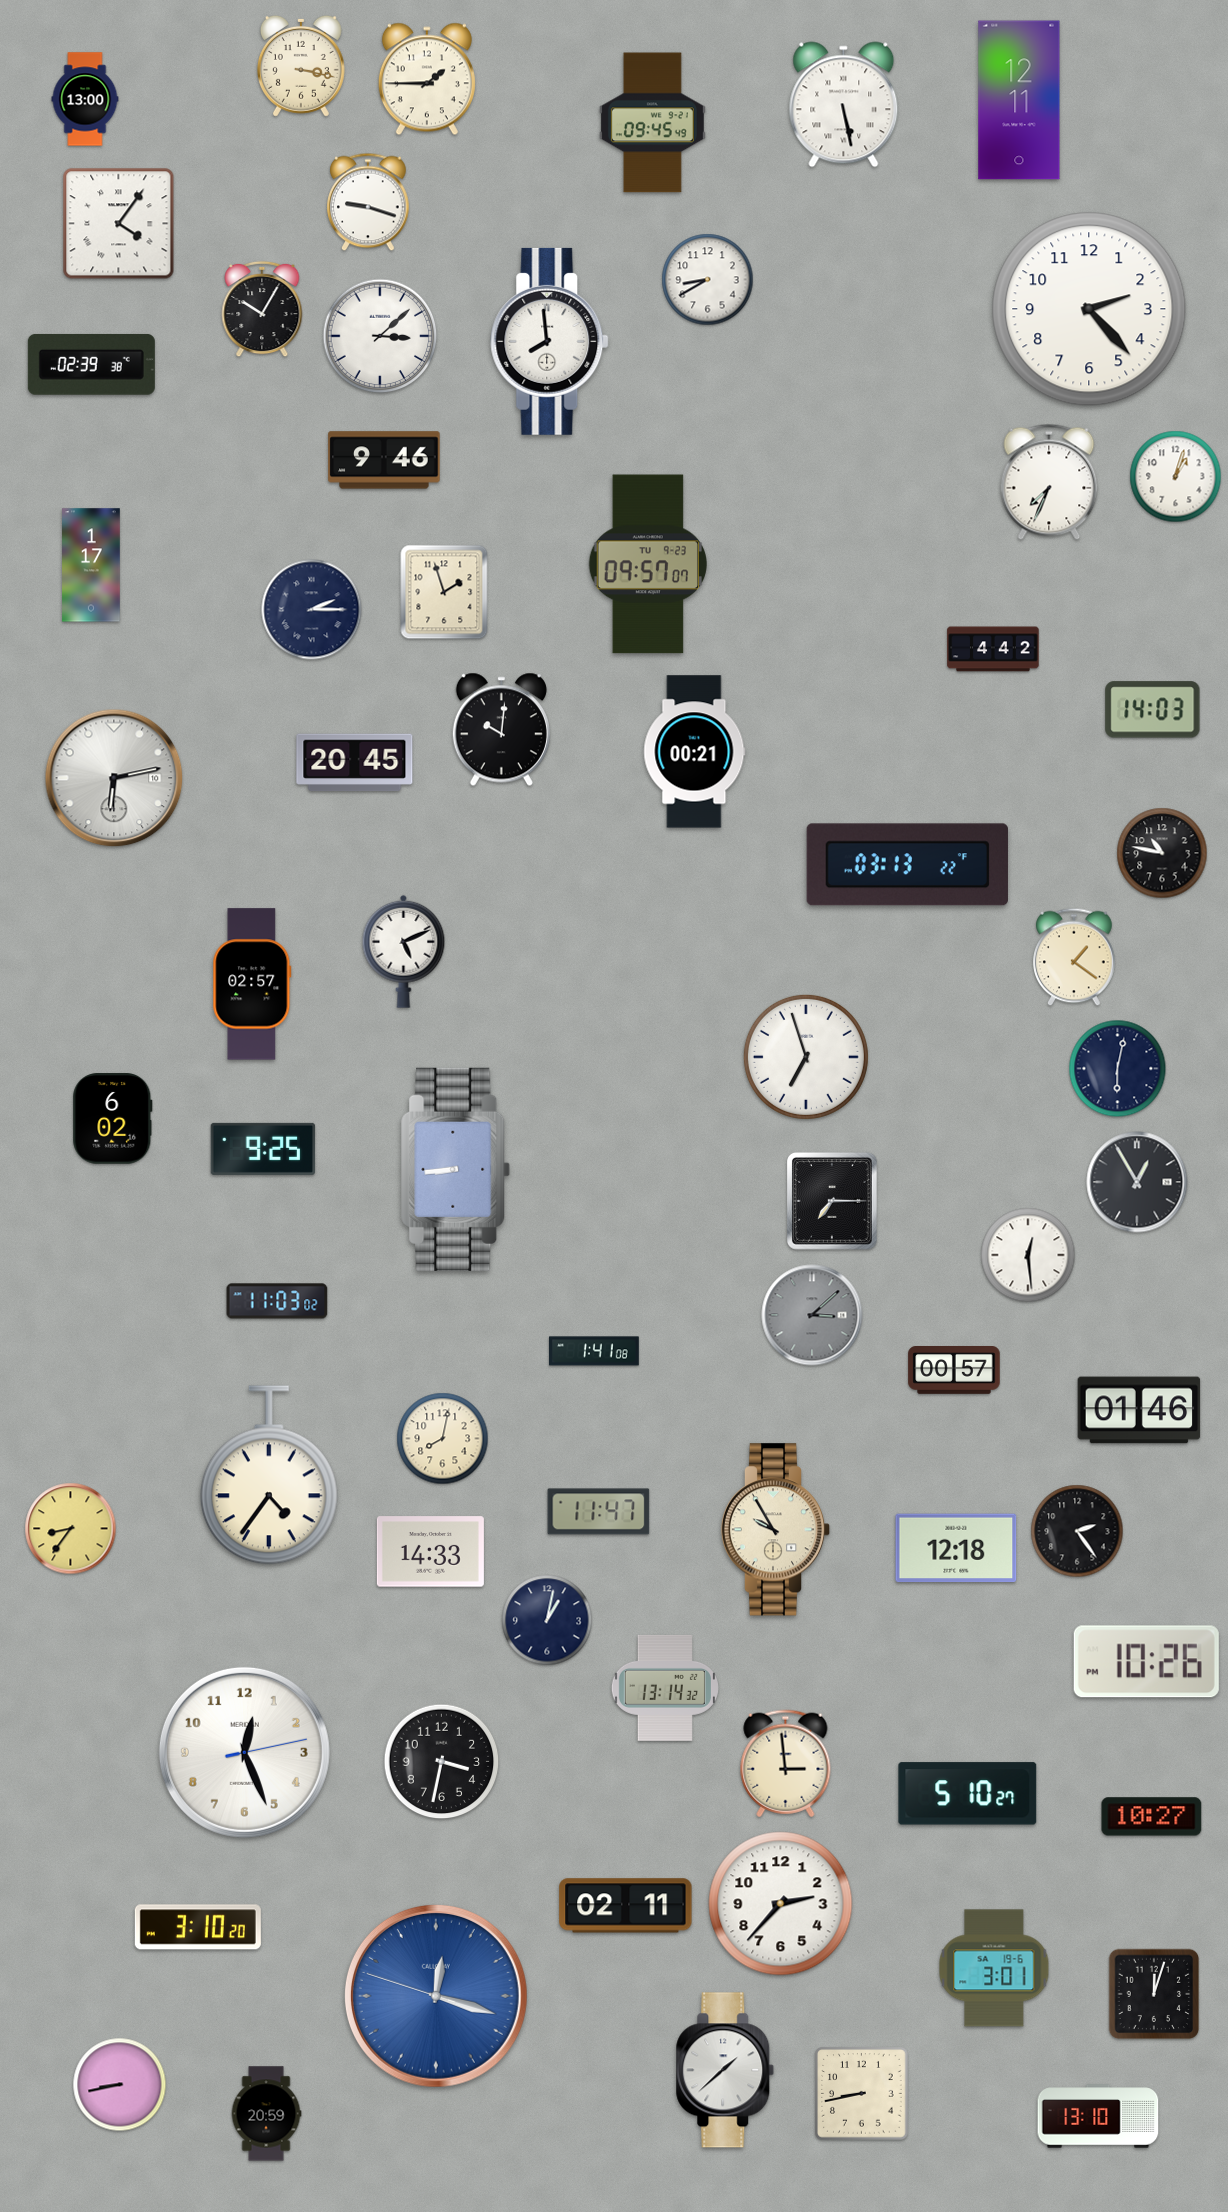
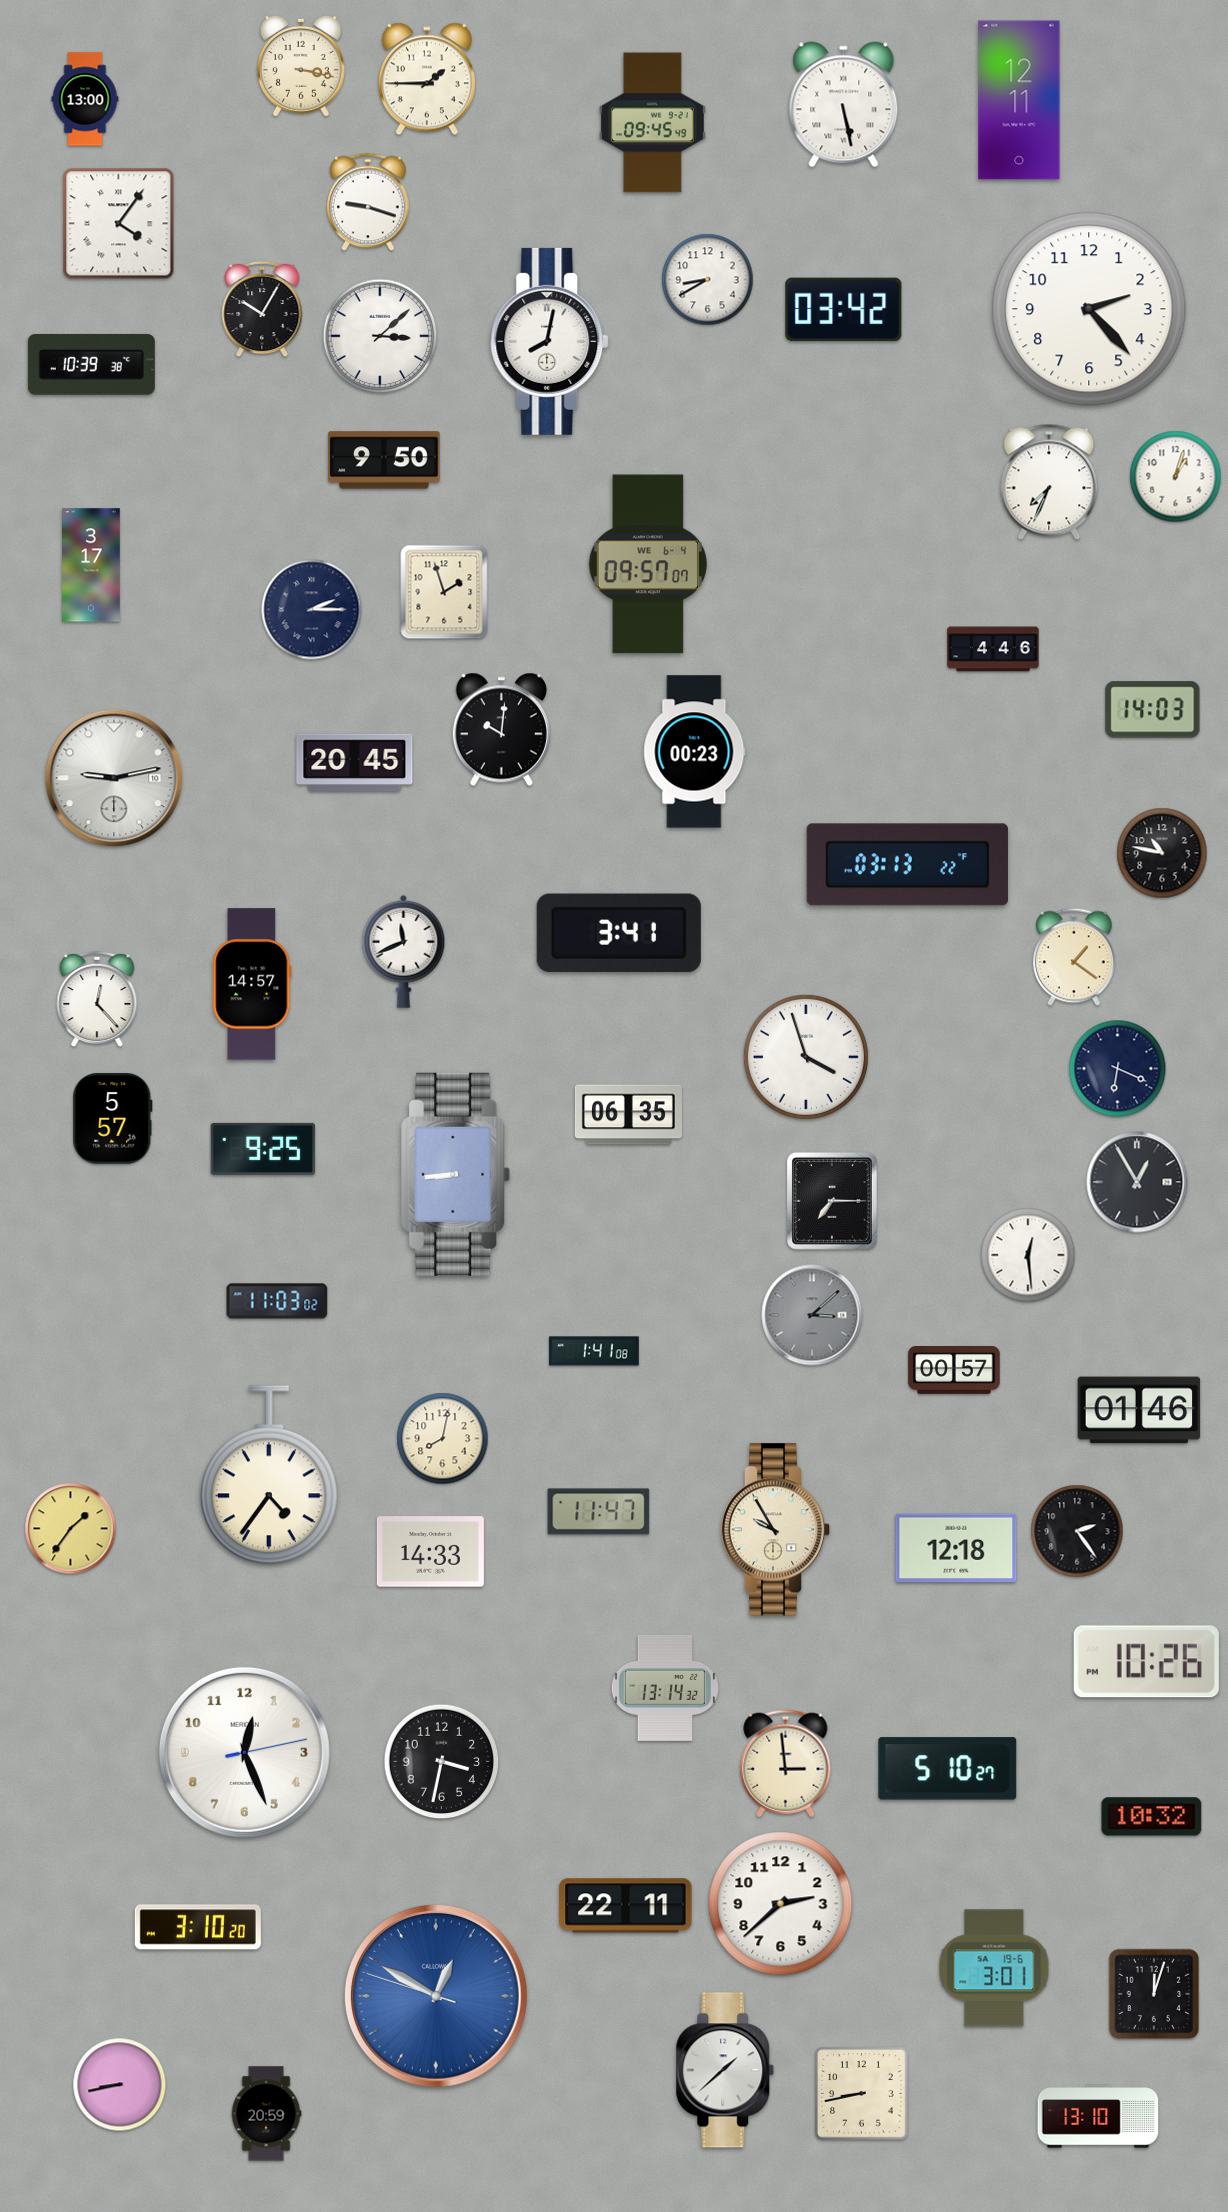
clock at (844, 310): none -> 03:42
clock at (550, 341): 7:59 -> 8:02
clock at (91, 364): 02:39 -> 10:39
clock at (384, 460): 9:46 -> 9:50
clock at (648, 564) date: TU 9-23 -> WE 6-4
clock at (91, 565): 1:17 -> 3:17
clock at (993, 649): 4:42 -> 4:46
clock at (695, 752): 00:21 -> 00:23
clock at (114, 778): 6:13 -> 9:13
clock at (619, 933): none -> 3:41
clock at (404, 951): 5:11 -> 11:41
clock at (252, 984): 02:57 -> 14:57
clock at (97, 999): none -> 12:23
clock at (806, 1057): 6:57 -> 3:57
clock at (1118, 1069): 6:02 -> 6:19
clock at (628, 1115): none -> 06:35
clock at (113, 1119): 6:02 -> 5:57
clock at (456, 1169) position: (456, 1169) -> (456, 1174)
clock at (71, 1529): 8:36 -> 1:36
clock at (547, 1620): 1:02 -> none
clock at (968, 1794) position: (968, 1794) -> (948, 1769)
clock at (1152, 1817): 10:27 -> 10:32
clock at (781, 1904): 2:37 -> 2:38
clock at (626, 1906): 02:11 -> 22:11
clock at (436, 1996): 12:17 -> 12:49
